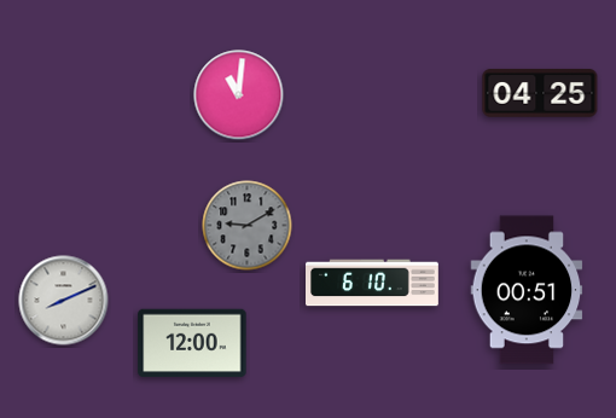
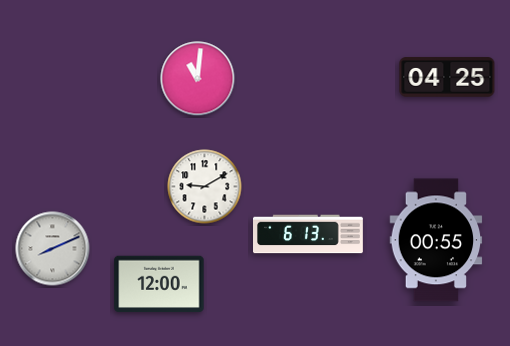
clock at (248, 226) dial: grey -> white
clock at (373, 283): 6:10 -> 6:13
clock at (527, 290): 00:51 -> 00:55
